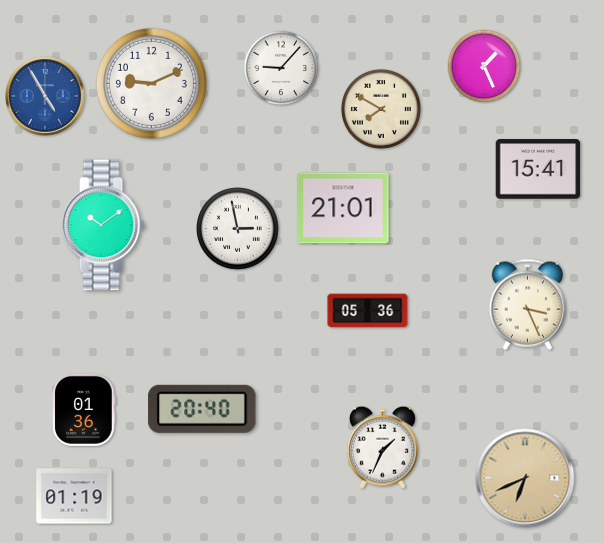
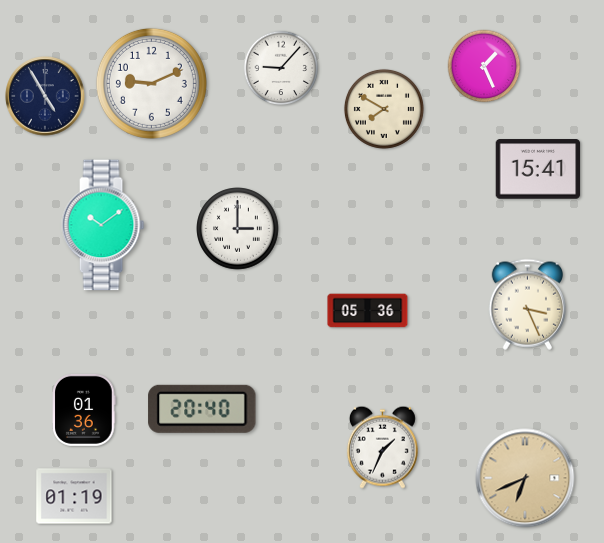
clock at (45, 96) dial: blue -> navy
clock at (381, 109) position: (381, 109) -> (384, 109)
clock at (343, 208): 21:01 -> none
clock at (238, 229): 2:58 -> 3:00
